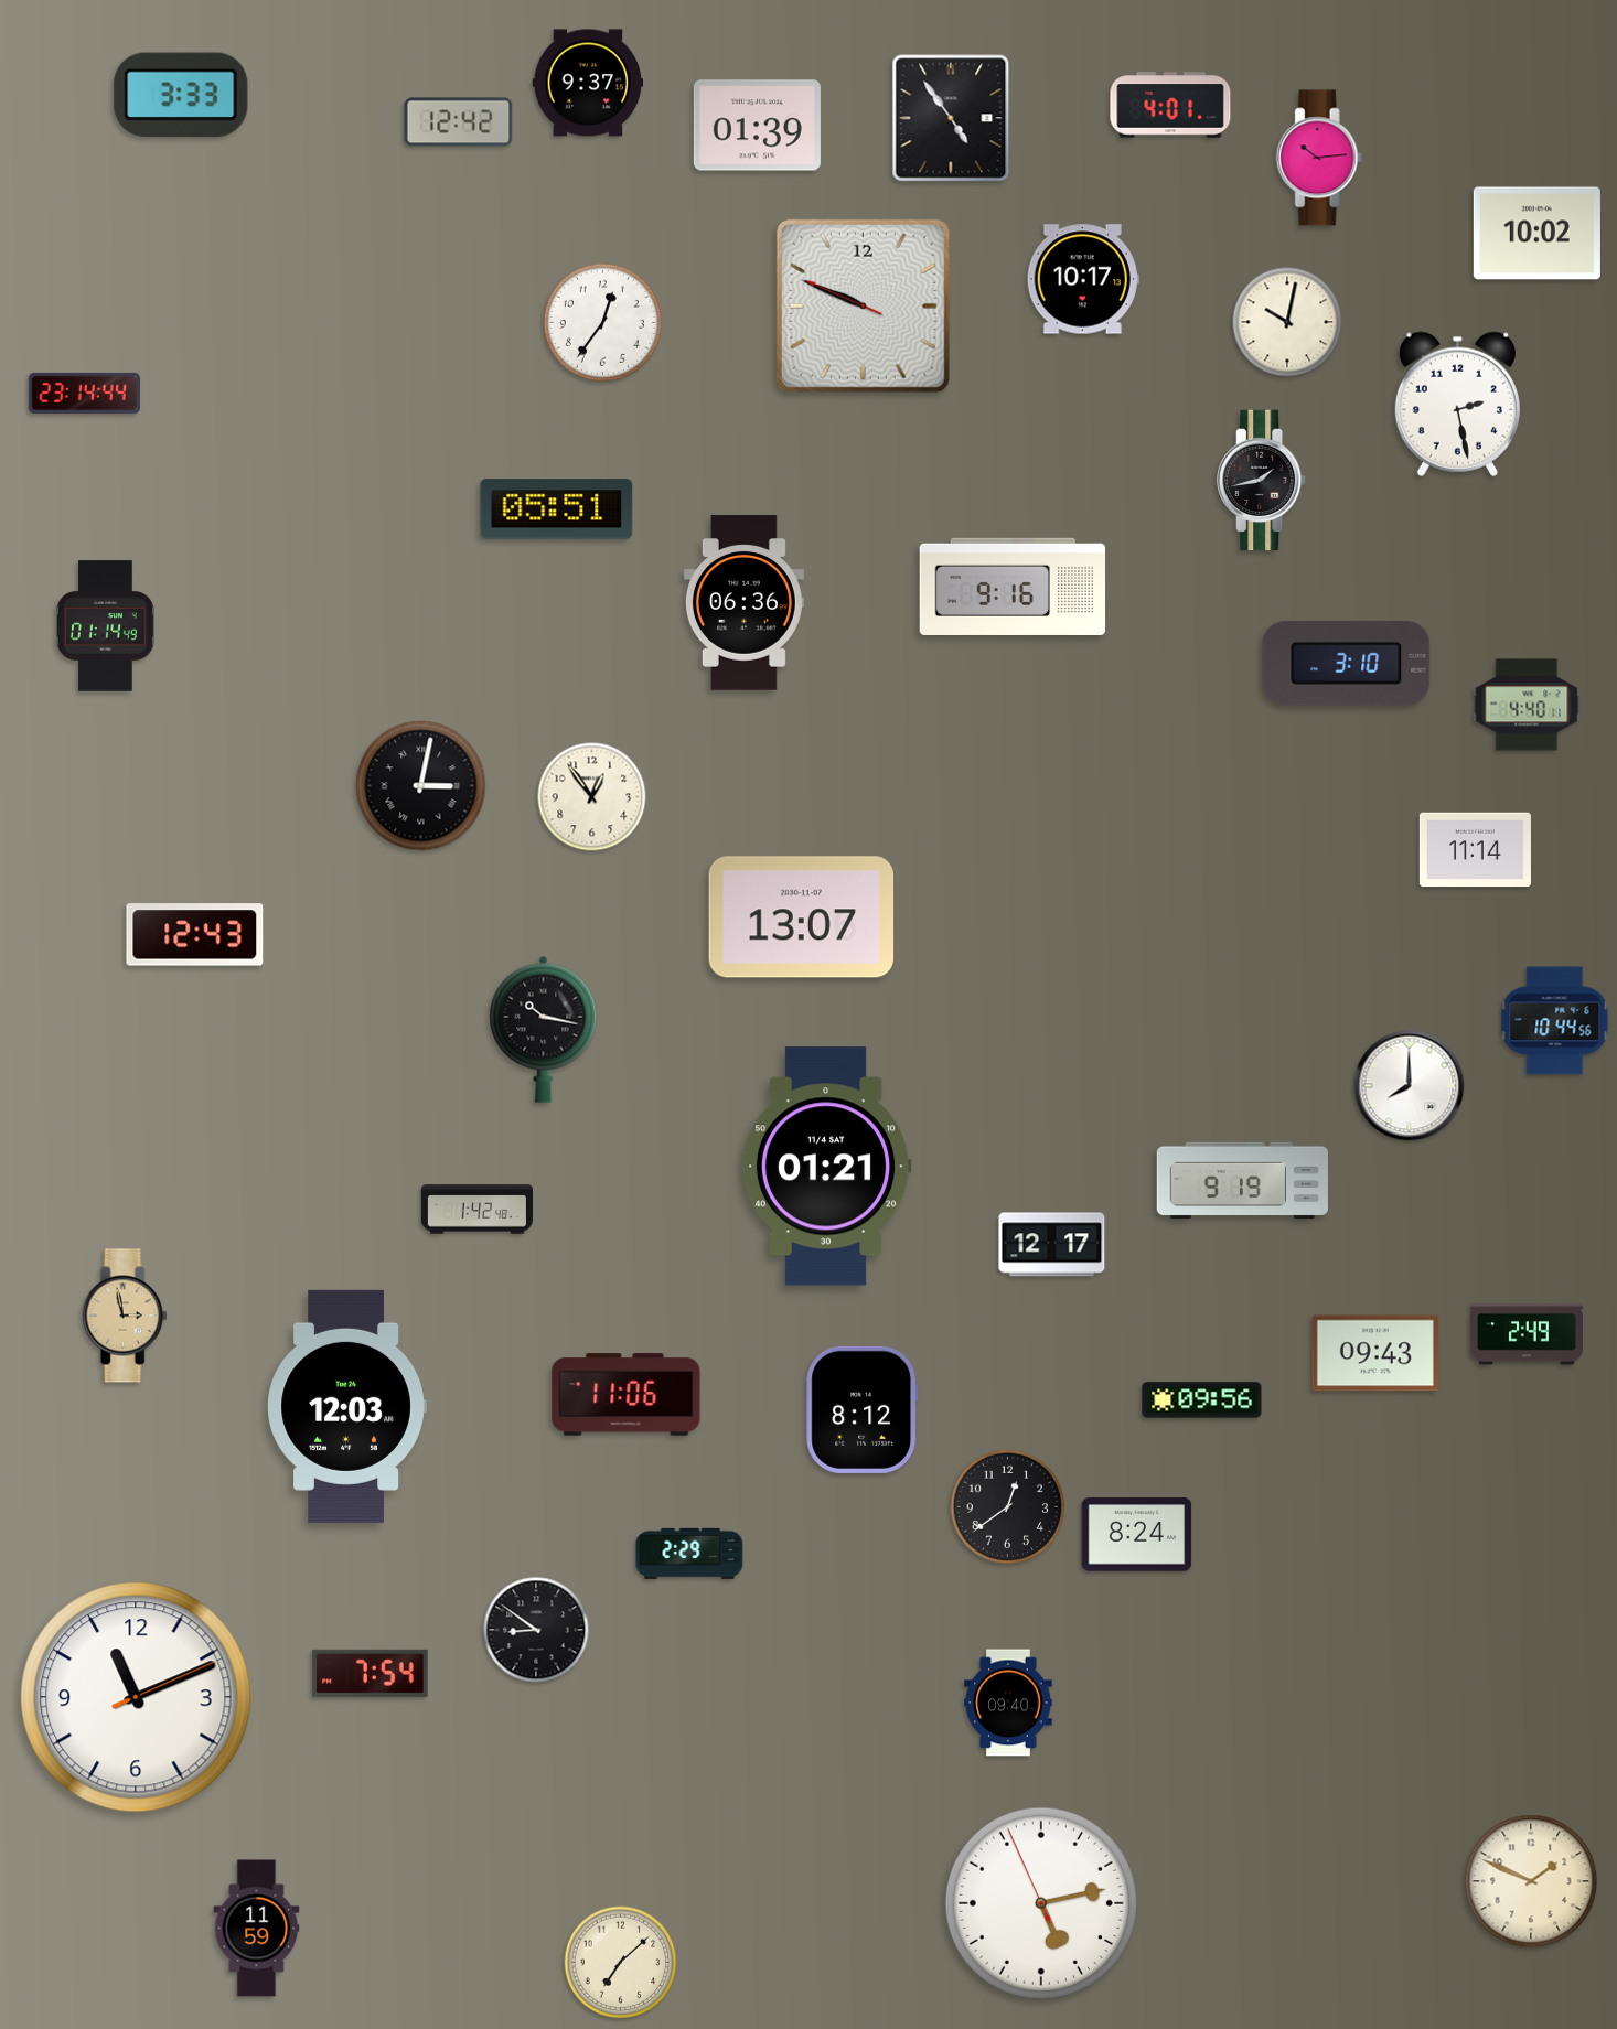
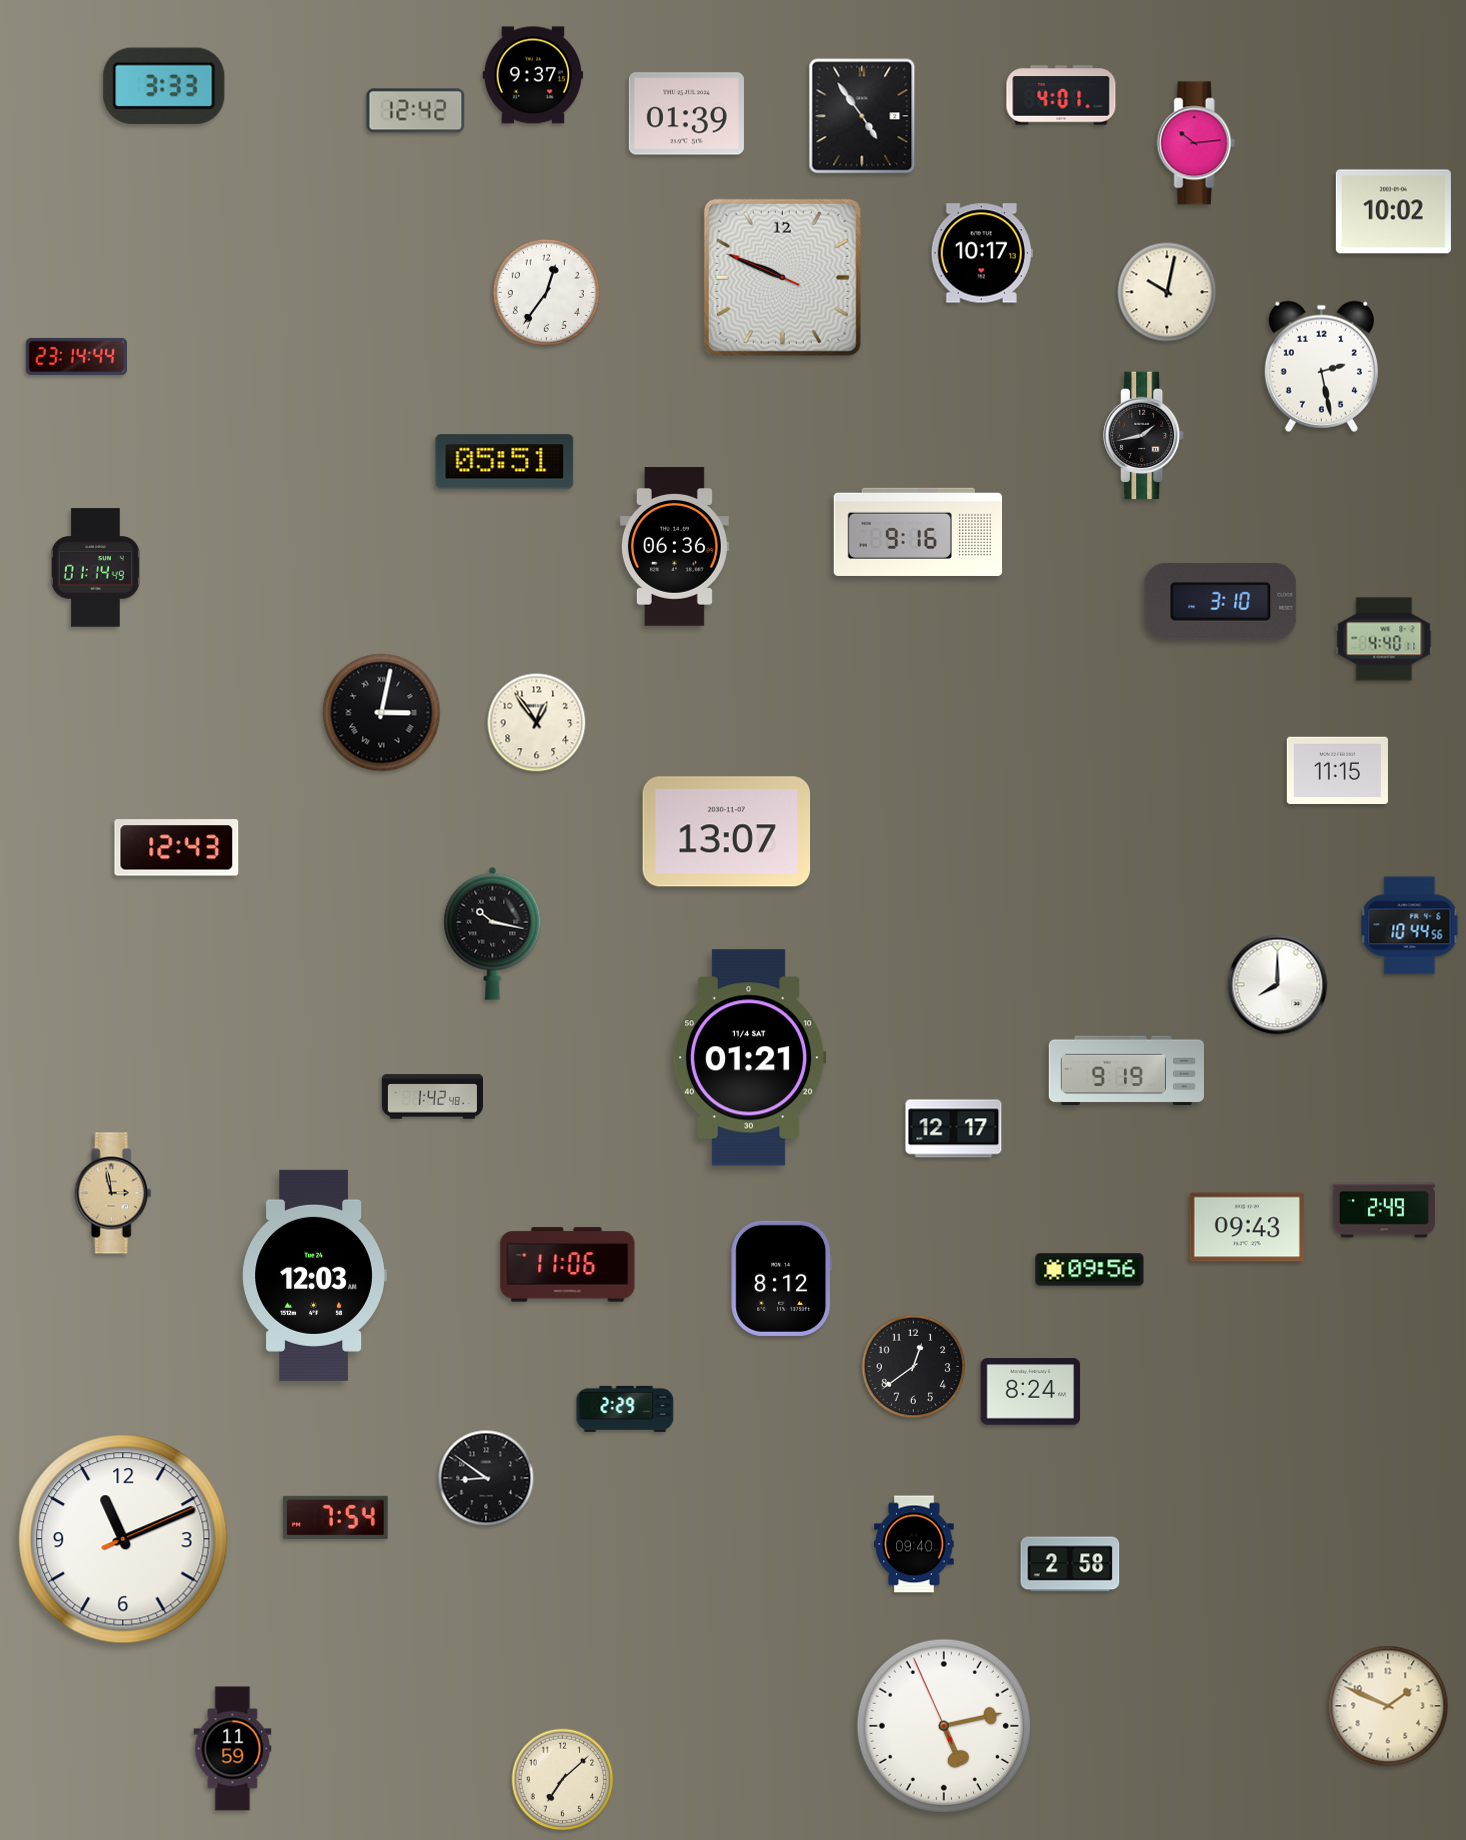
clock at (951, 118) position: (951, 118) -> (862, 116)
clock at (1475, 850): 11:14 -> 11:15
clock at (1070, 1564): none -> 2:58
